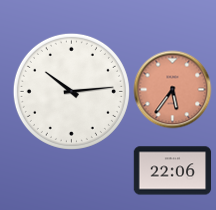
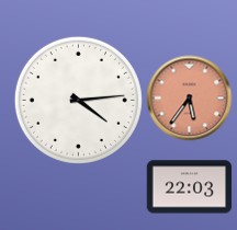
clock at (71, 91): 10:14 -> 4:14
clock at (172, 171): 22:06 -> 22:03
